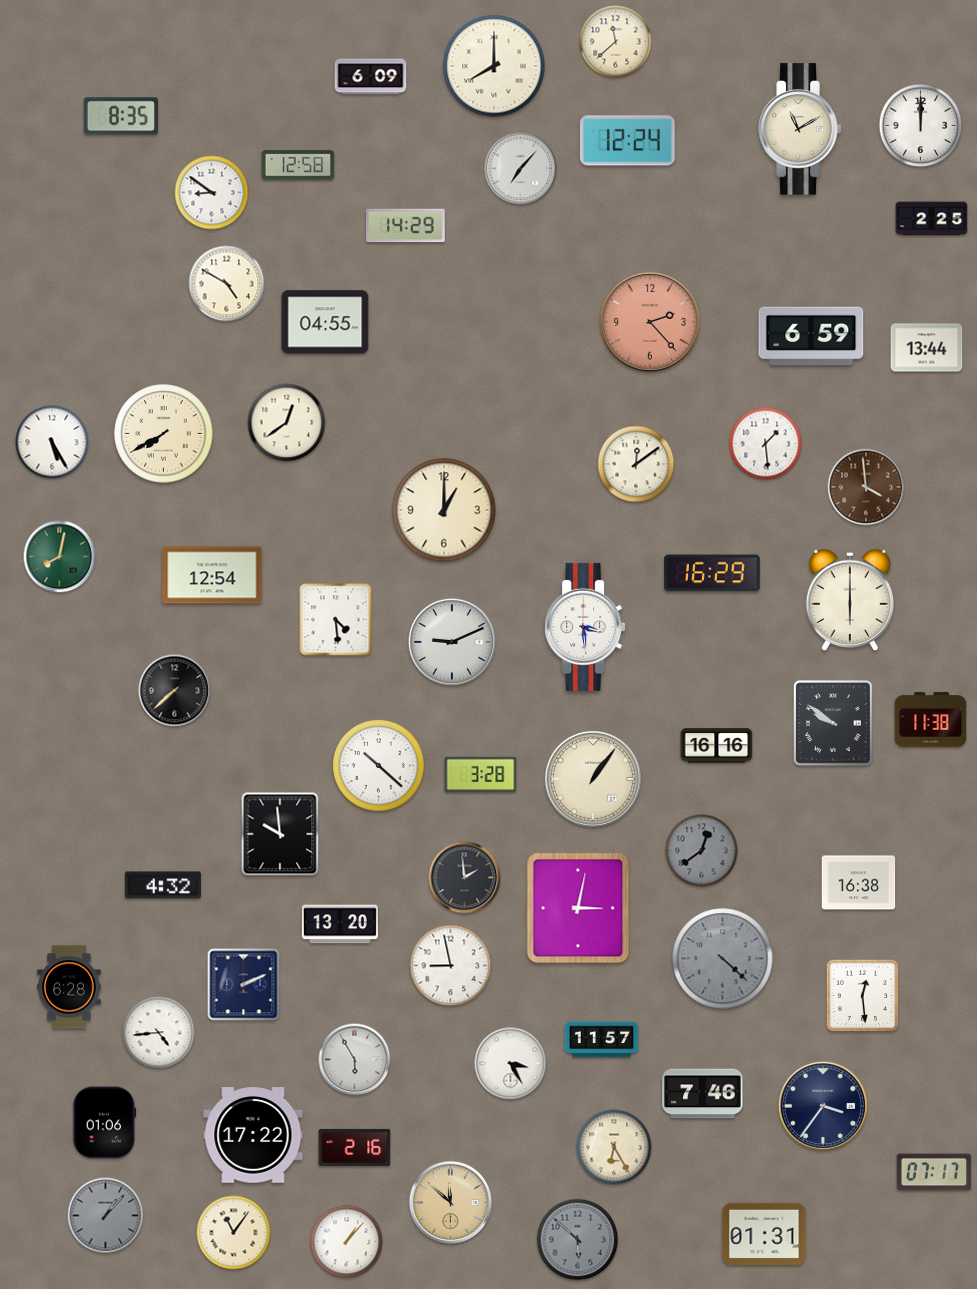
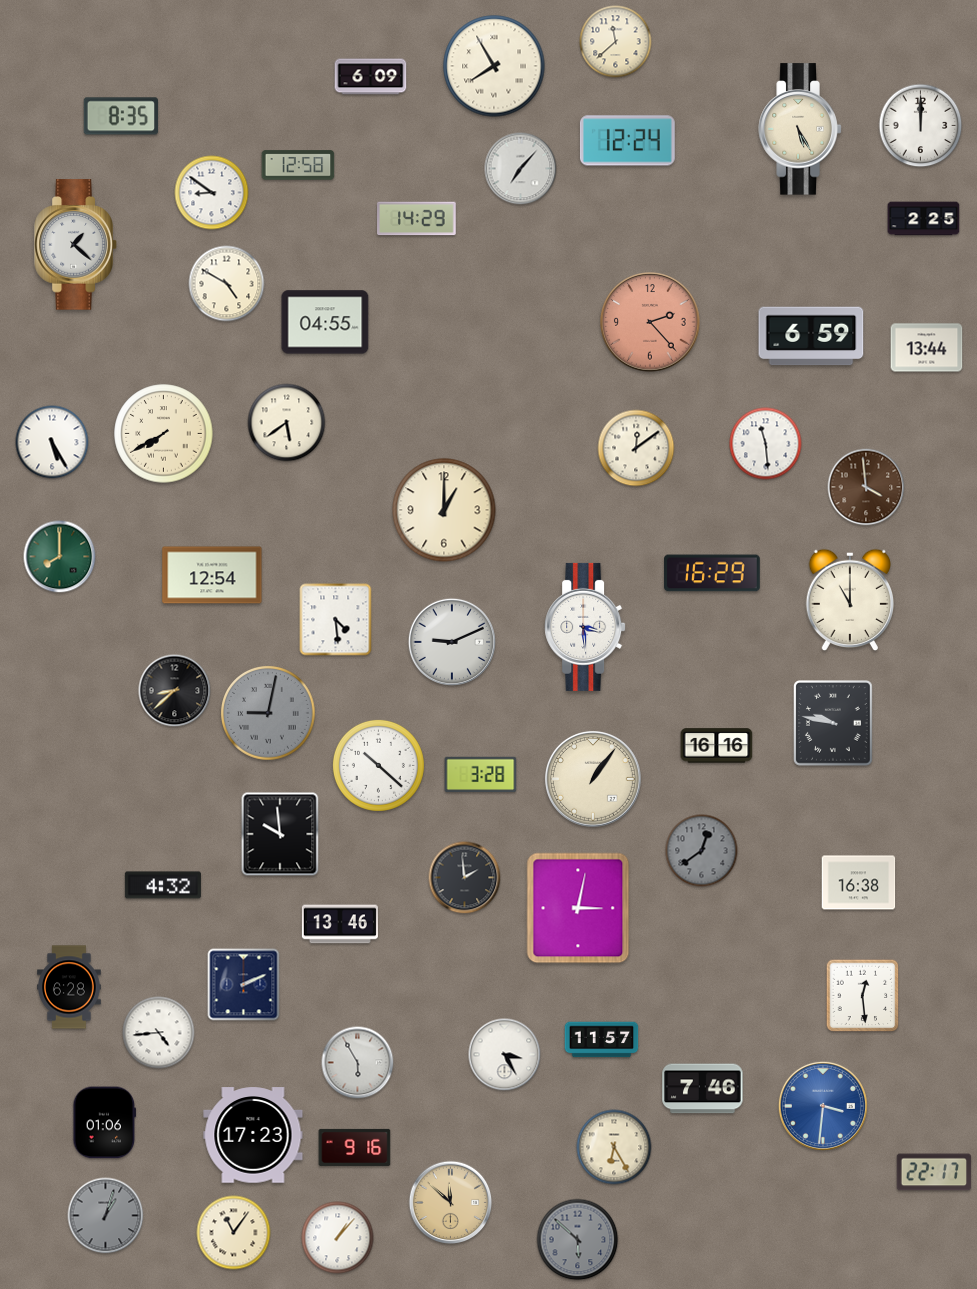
clock at (494, 66): 8:00 -> 7:55
clock at (800, 129): 11:10 -> 5:25
clock at (932, 219) position: (932, 219) -> (924, 219)
clock at (406, 226) position: (406, 226) -> (417, 219)
clock at (76, 245): none -> 1:22
clock at (287, 423): 12:39 -> 5:39
clock at (766, 444): 1:29 -> 11:29
clock at (636, 464) position: (636, 464) -> (636, 448)
clock at (60, 557): 8:02 -> 8:00
clock at (849, 600): 6:00 -> 11:00
clock at (175, 691): 7:38 -> 8:38
clock at (269, 714): none -> 9:02
clock at (931, 720): 11:38 -> none
clock at (834, 724): 9:51 -> 9:47
clock at (340, 924): 13:20 -> 13:46
clock at (723, 959): 4:22 -> none
clock at (451, 966): 8:58 -> none
clock at (355, 1060) position: (355, 1060) -> (358, 1063)
clock at (511, 1064) position: (511, 1064) -> (505, 1055)
clock at (703, 1094) position: (703, 1094) -> (703, 1089)
clock at (823, 1106): 3:36 -> 3:31
clock at (823, 1106) dial: navy -> blue
clock at (253, 1135): 17:22 -> 17:23
clock at (355, 1147): 2:16 -> 9:16
clock at (934, 1172): 07:17 -> 22:17
clock at (106, 1216): 1:07 -> 1:03
clock at (764, 1234): 01:31 -> none
clock at (347, 1242) position: (347, 1242) -> (338, 1238)
